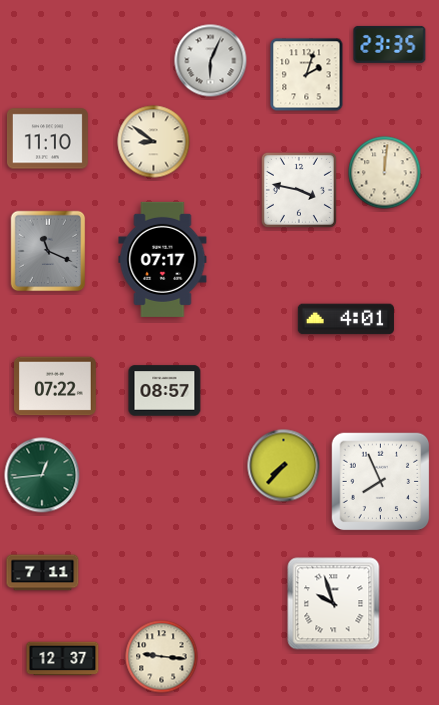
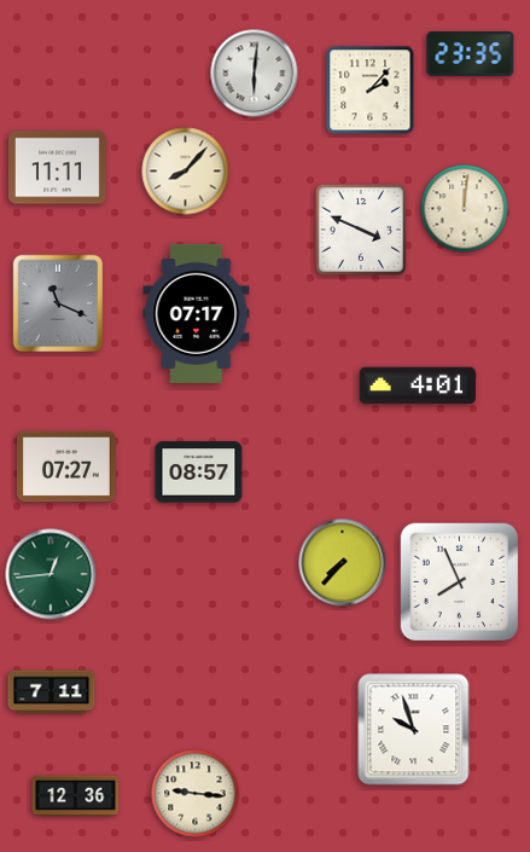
clock at (211, 61): 6:04 -> 6:01
clock at (307, 75): 2:03 -> 2:07
clock at (47, 139): 11:10 -> 11:11
clock at (154, 142): 8:51 -> 8:07
clock at (299, 190): 3:47 -> 3:49
clock at (56, 386): 07:22 -> 07:27
clock at (334, 604) position: (334, 604) -> (414, 730)
clock at (63, 659): 12:37 -> 12:36
